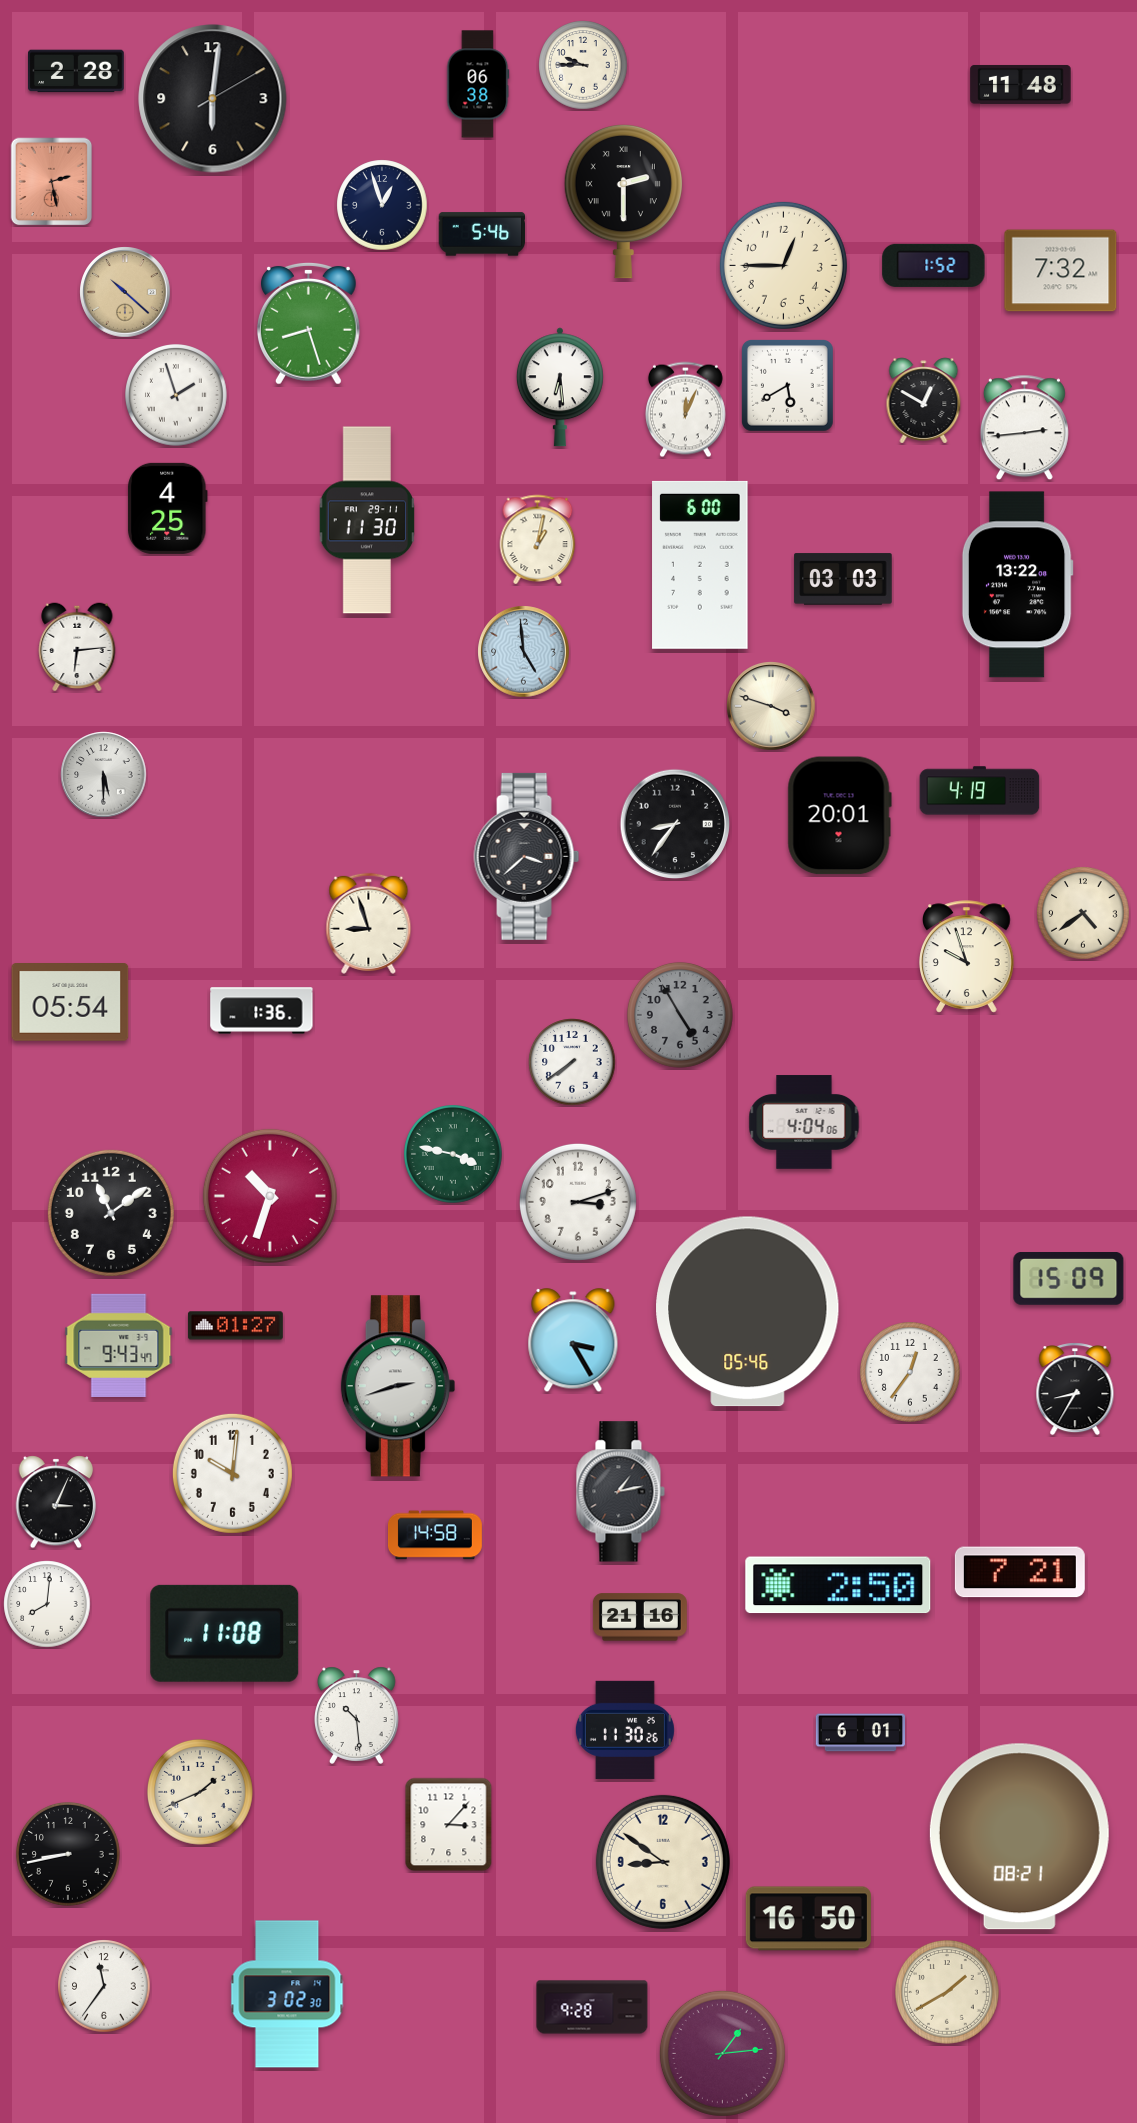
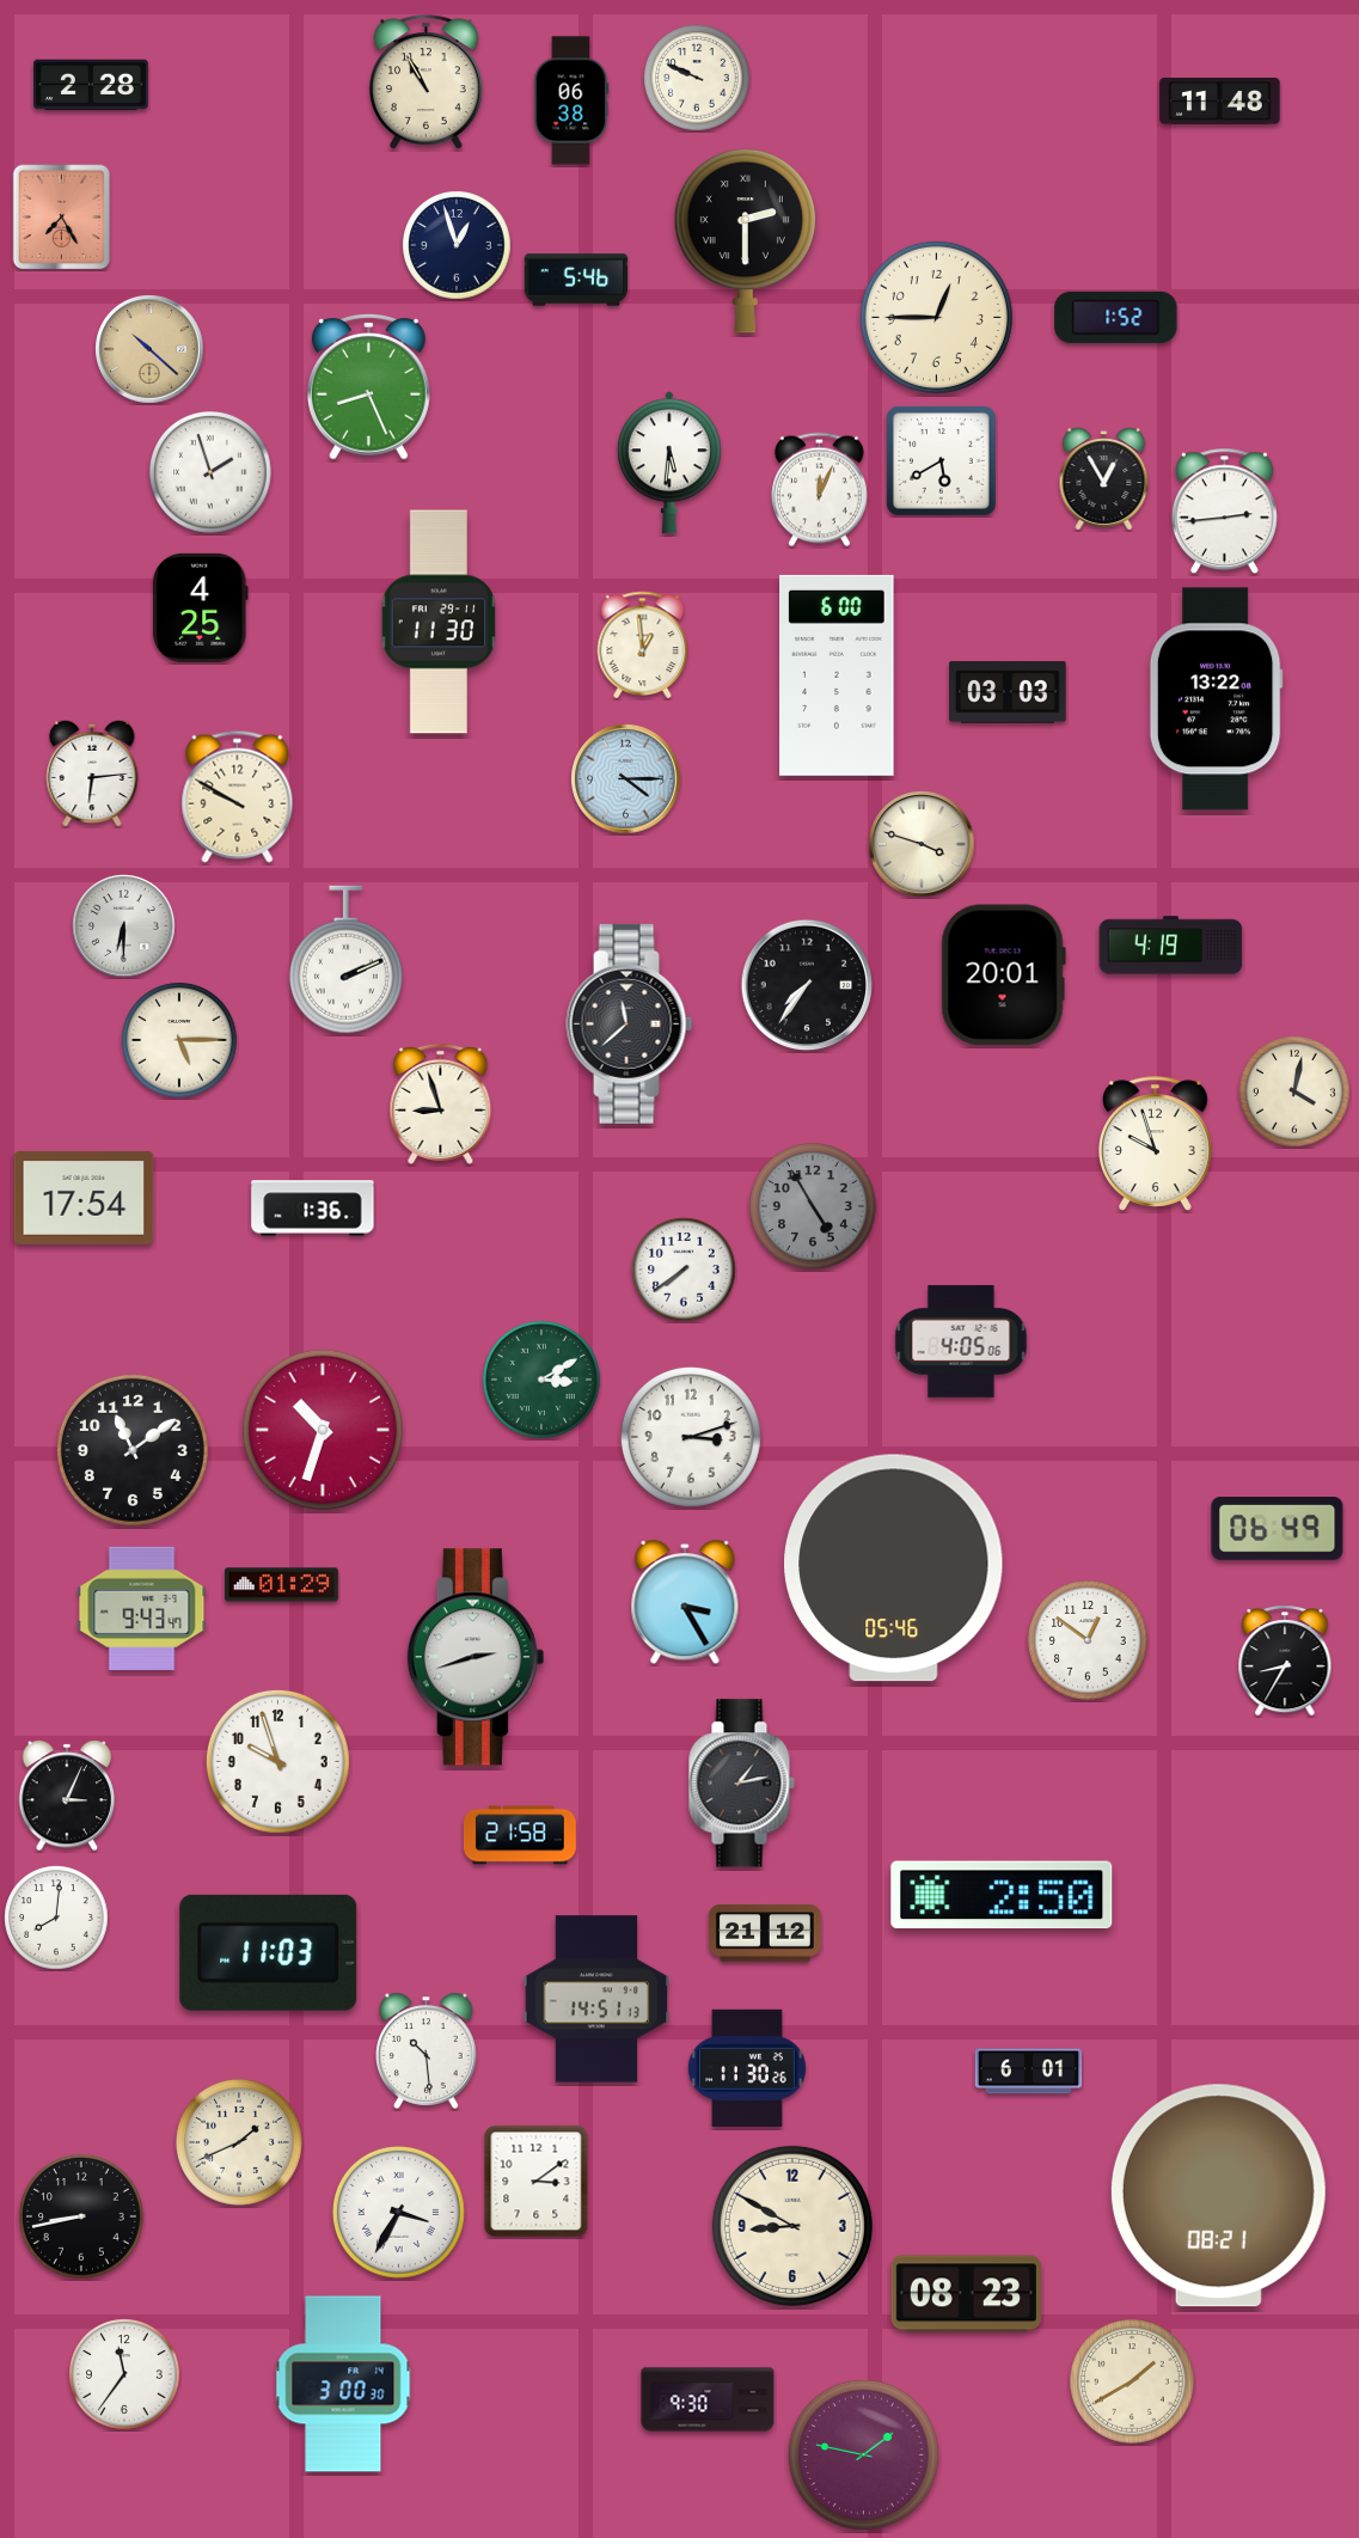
clock at (583, 65): 9:45 -> 9:49
clock at (427, 82): none -> 10:55
clock at (213, 99): 6:01 -> none
clock at (52, 182): 2:28 -> 7:25
clock at (1061, 271): 7:32 -> none
clock at (309, 324): 8:27 -> 8:26
clock at (560, 387): 6:29 -> 5:31
clock at (924, 401): 12:50 -> 12:55
clock at (538, 539): 1:02 -> 12:59
clock at (524, 652): 4:59 -> 4:15
clock at (238, 796): none -> 9:50
clock at (104, 775): 5:30 -> 6:30
clock at (345, 960): none -> 2:11
clock at (675, 824): 8:36 -> 7:36
clock at (527, 856): 3:38 -> 11:38
clock at (179, 1040): none -> 5:15
clock at (1083, 913): 4:39 -> 4:02
clock at (70, 1003): 05:54 -> 17:54
clock at (680, 1015) position: (680, 1015) -> (813, 1206)
clock at (804, 1122): 4:04 -> 4:05
clock at (453, 1154): 3:47 -> 3:10
clock at (1069, 1279): 15:09 -> 06:49
clock at (235, 1326): 01:27 -> 01:29
clock at (911, 1373): 12:36 -> 12:51
clock at (232, 1473): 10:01 -> 9:57
clock at (435, 1535): 14:58 -> 21:58
clock at (1020, 1572): 7:21 -> none
clock at (640, 1617): 21:16 -> 21:12
clock at (225, 1633): 11:08 -> 11:03
clock at (596, 1999): none -> 14:51
clock at (449, 1825): 3:07 -> 3:09
clock at (398, 2212): none -> 3:35
clock at (663, 1862): 8:51 -> 8:50
clock at (808, 1919): 16:50 -> 08:23
clock at (287, 1994): 3:02 -> 3:00
clock at (592, 2007): 9:28 -> 9:30
clock at (722, 2053): 1:14 -> 1:47
